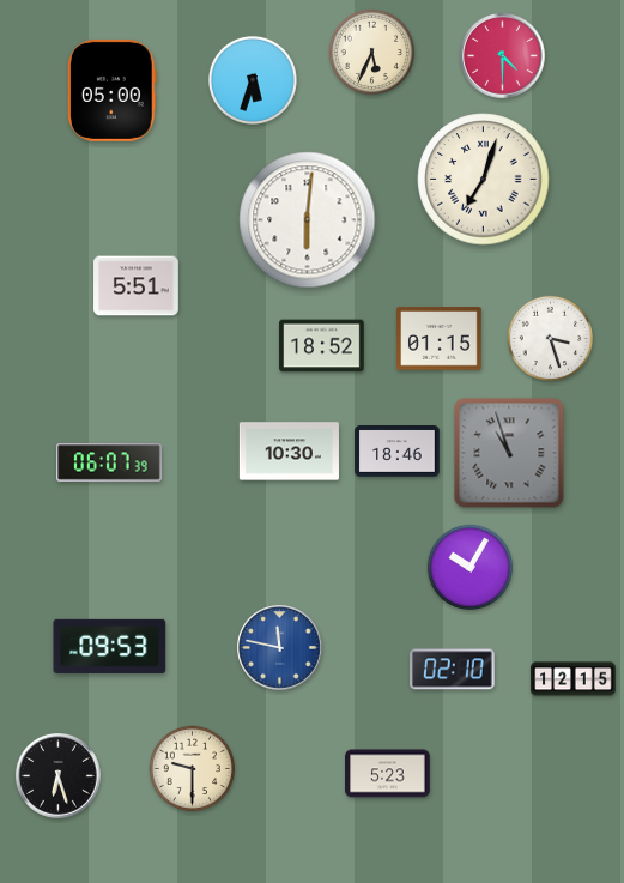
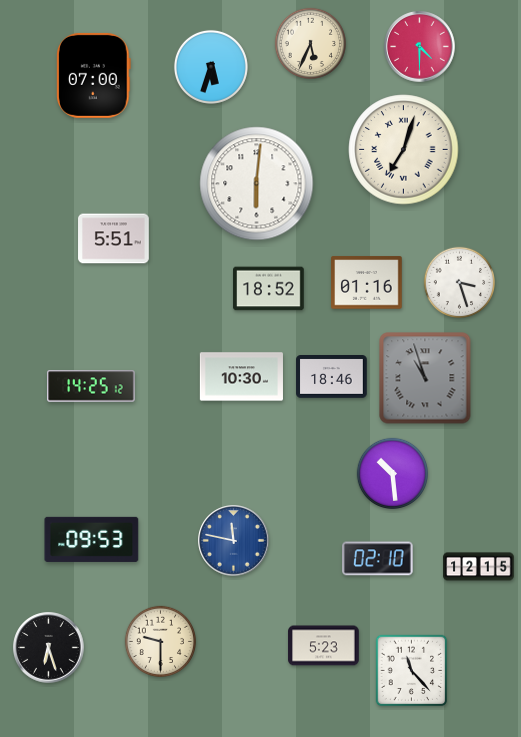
clock at (113, 90): 05:00 -> 07:00
clock at (440, 339): 01:15 -> 01:16
clock at (109, 462): 06:07 -> 14:25
clock at (469, 567): 10:05 -> 10:29
clock at (412, 671): none -> 11:23
